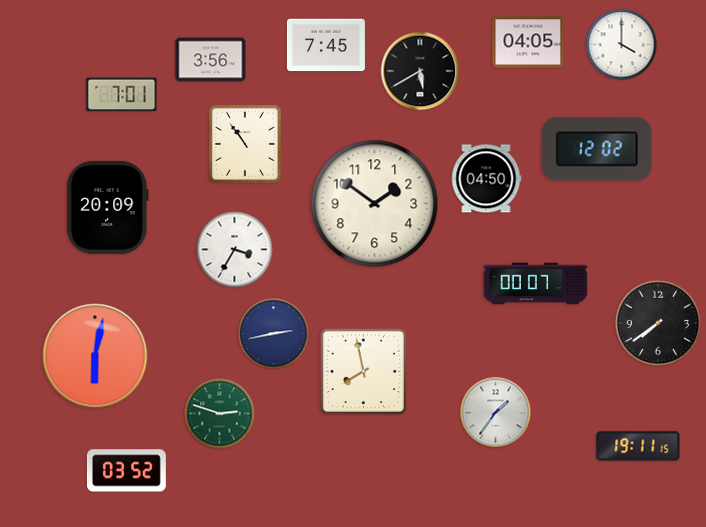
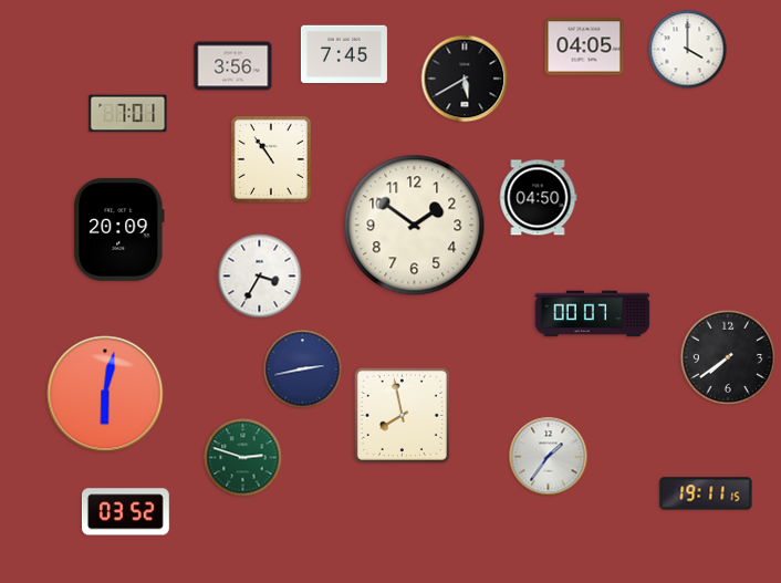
clock at (326, 45) position: (326, 45) -> (344, 54)
clock at (122, 95) position: (122, 95) -> (128, 114)
clock at (597, 149): 12:02 -> none
clock at (363, 371) position: (363, 371) -> (402, 415)
clock at (126, 471) position: (126, 471) -> (125, 512)
